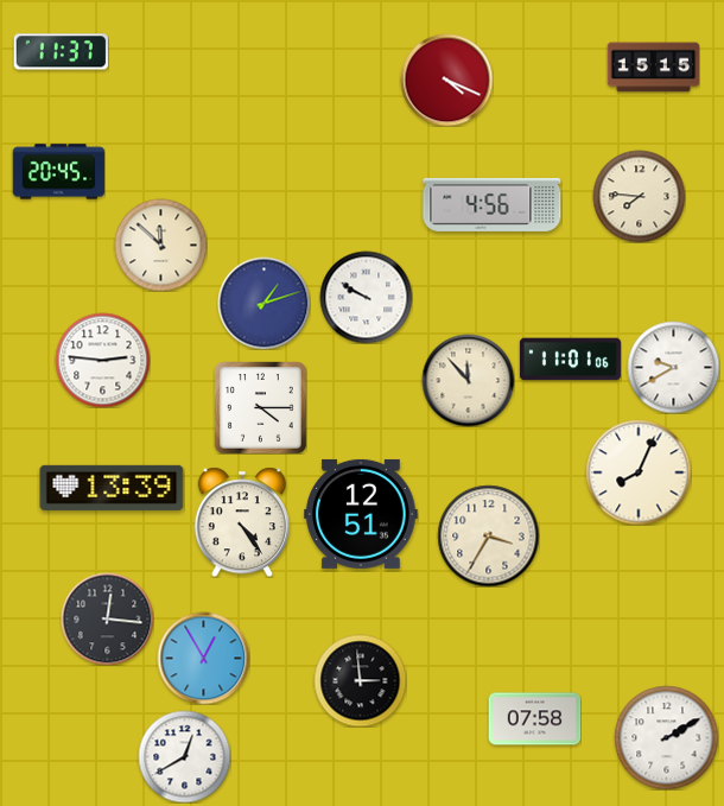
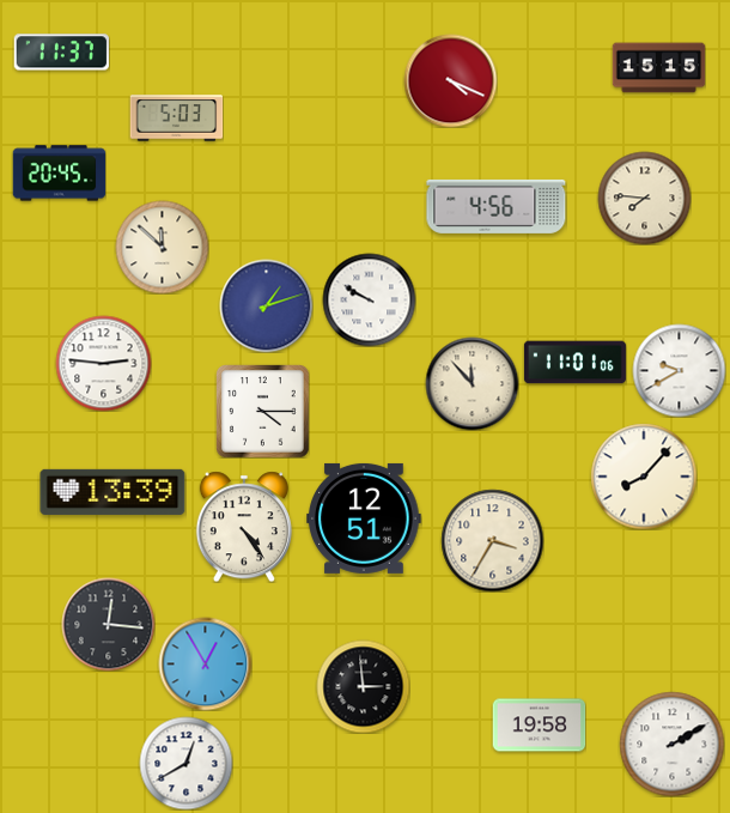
clock at (176, 119): none -> 5:03
clock at (639, 472): 8:04 -> 8:07
clock at (534, 719): 07:58 -> 19:58
